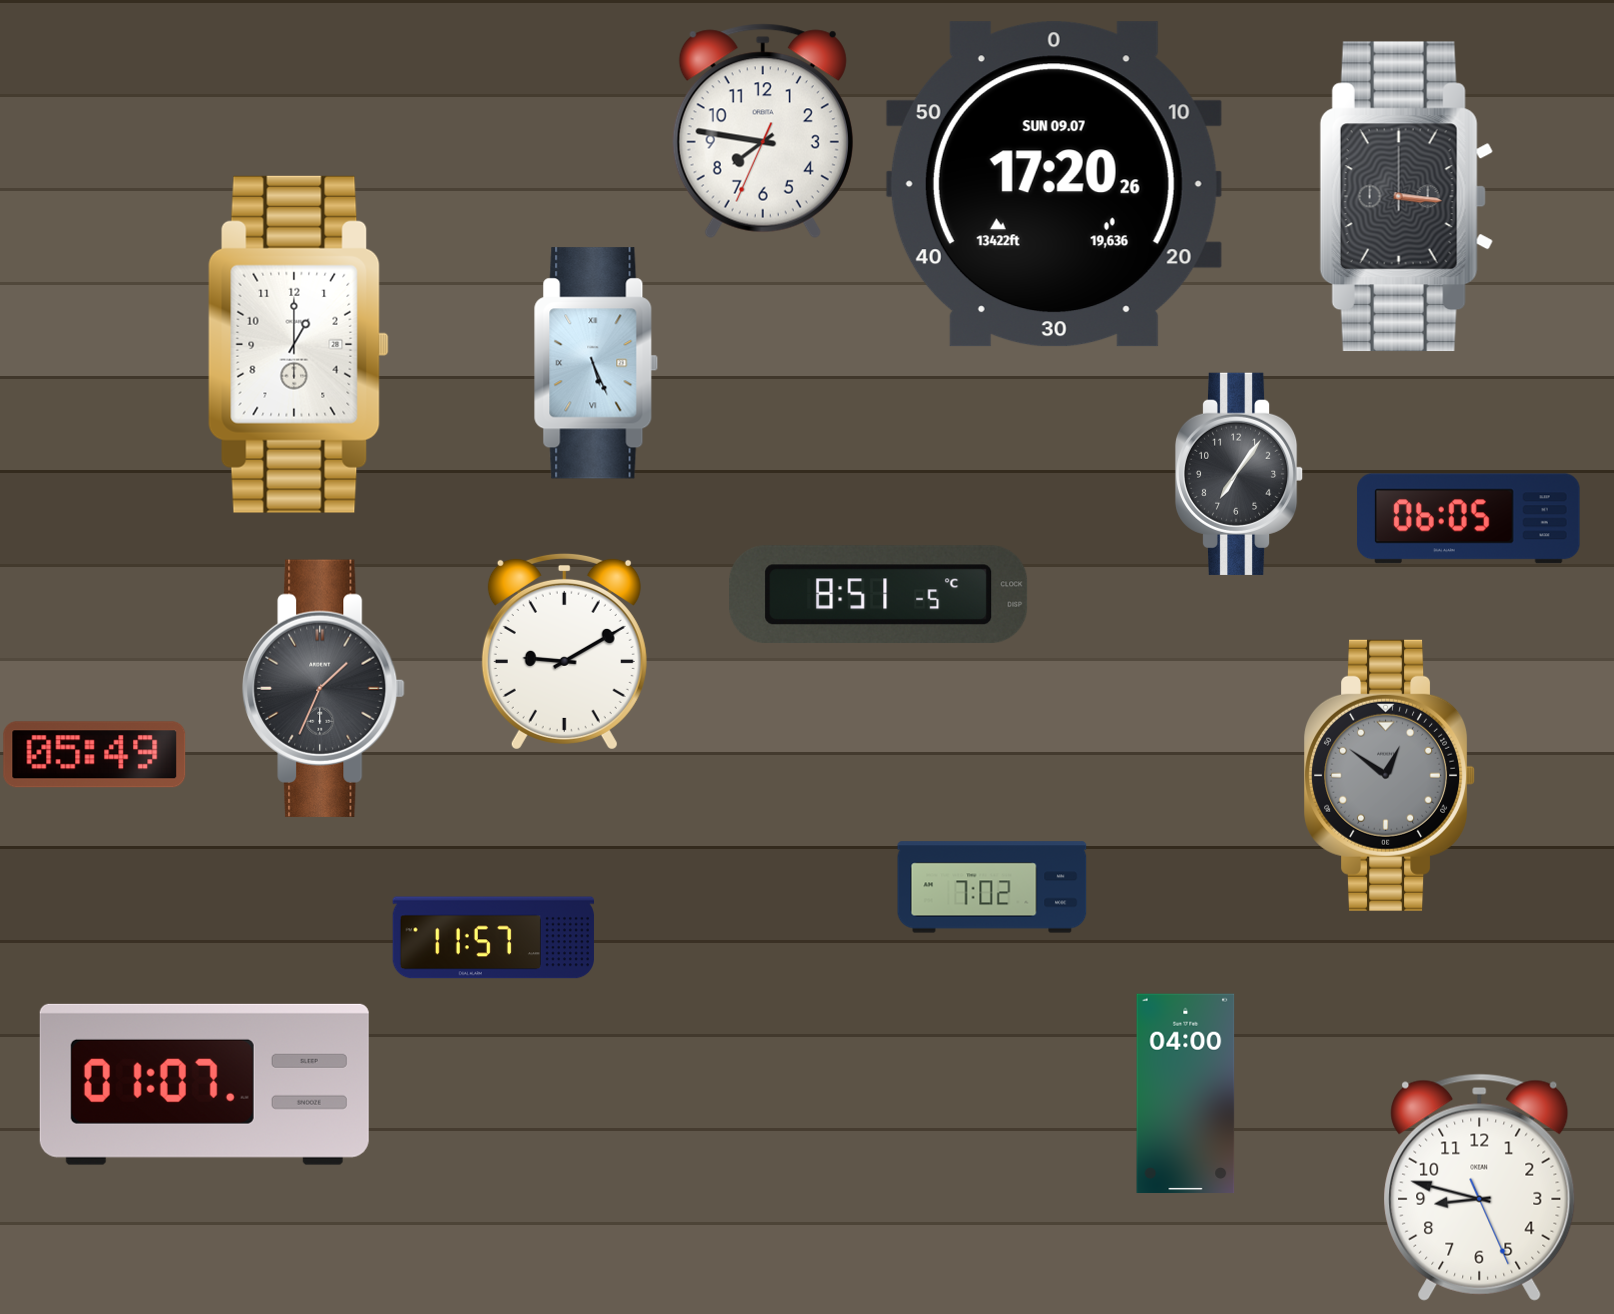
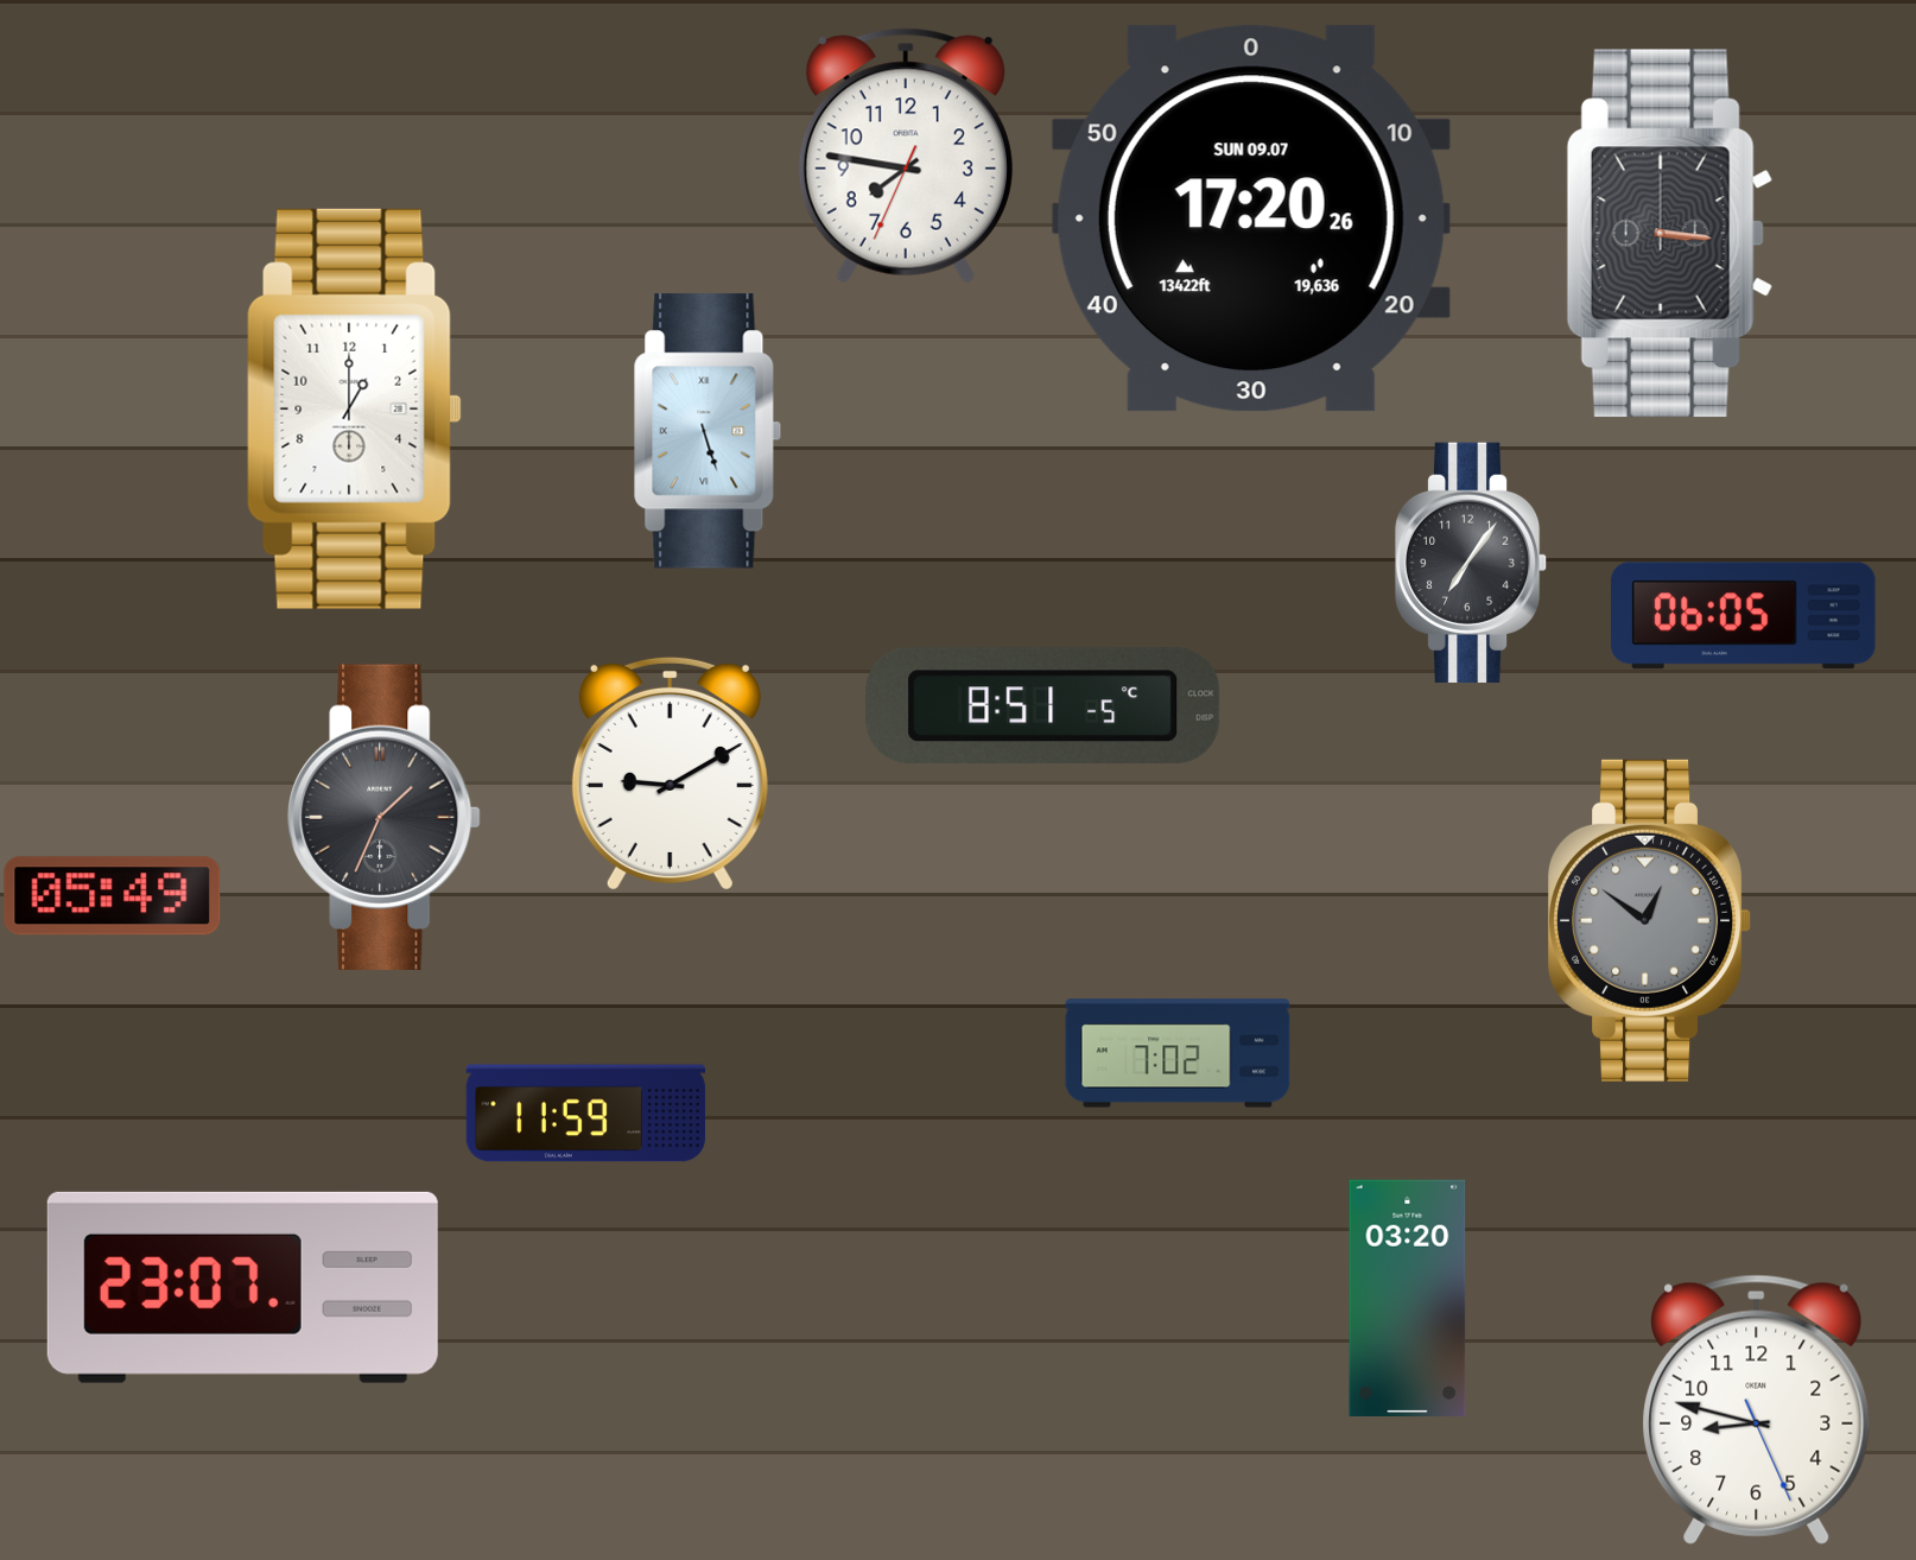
clock at (596, 363): 5:26 -> 5:27
clock at (493, 938): 11:57 -> 11:59
clock at (204, 1084): 01:07 -> 23:07
clock at (1186, 1093): 04:00 -> 03:20
